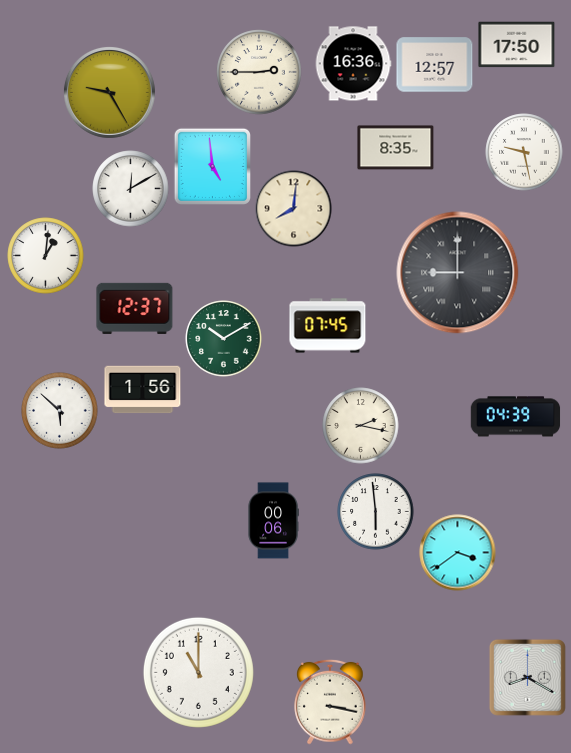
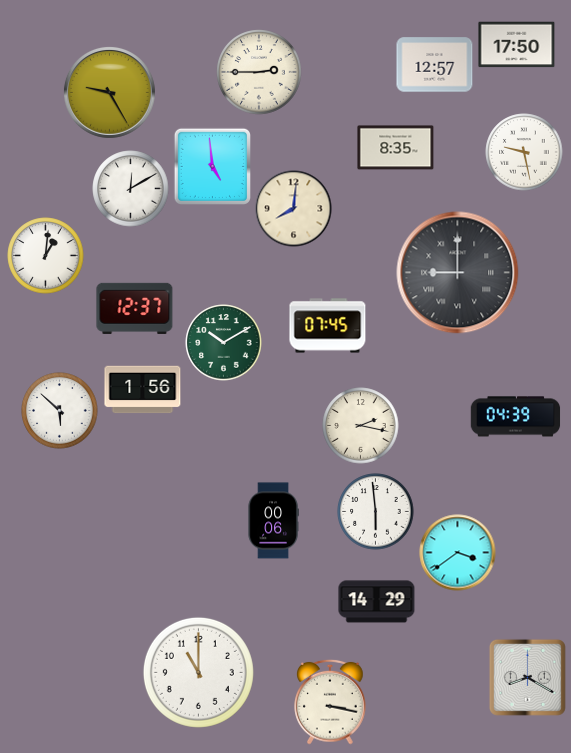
clock at (353, 64): 16:36 -> none
clock at (224, 339) position: (224, 339) -> (224, 343)
clock at (377, 602): none -> 14:29
